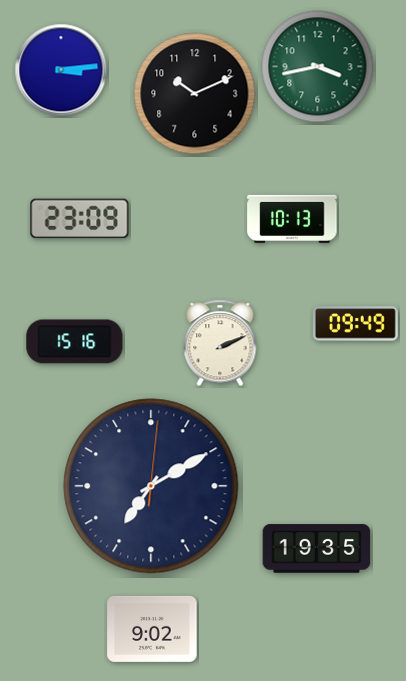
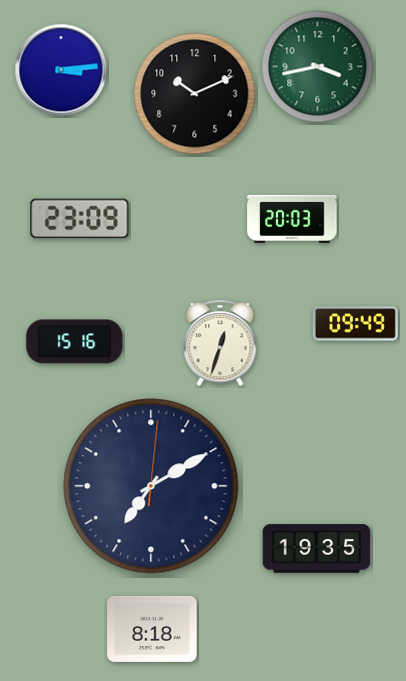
clock at (292, 219): 10:13 -> 20:03
clock at (220, 343): 2:11 -> 12:33
clock at (152, 629): 9:02 -> 8:18
